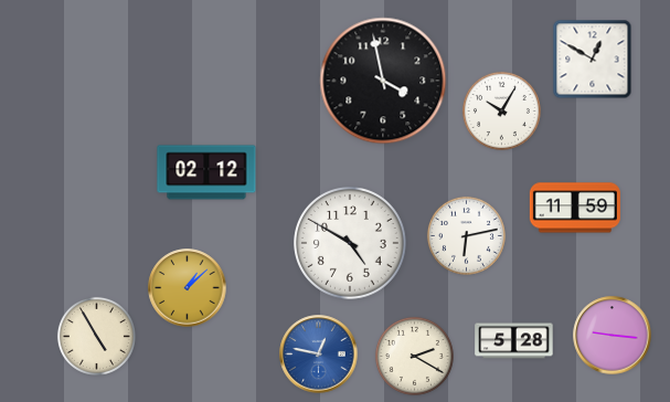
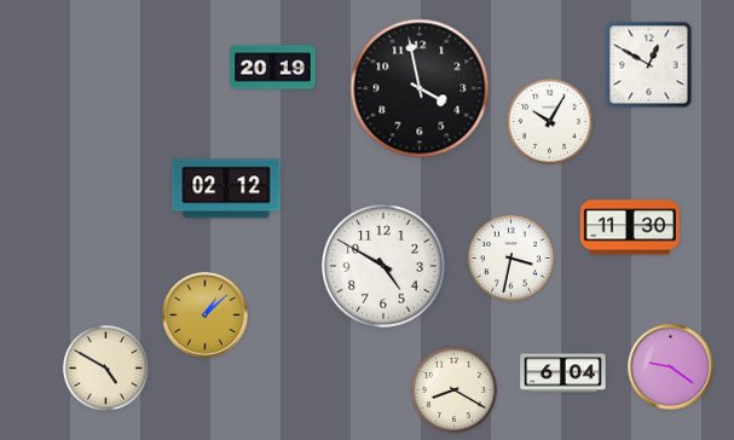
clock at (273, 68): none -> 20:19
clock at (575, 208): 11:59 -> 11:30
clock at (466, 235): 6:13 -> 3:32
clock at (96, 336): 4:55 -> 4:50
clock at (613, 336): 9:16 -> 9:21
clock at (514, 341): 5:28 -> 6:04
clock at (319, 355): 12:47 -> none
clock at (414, 356): 2:20 -> 8:20
